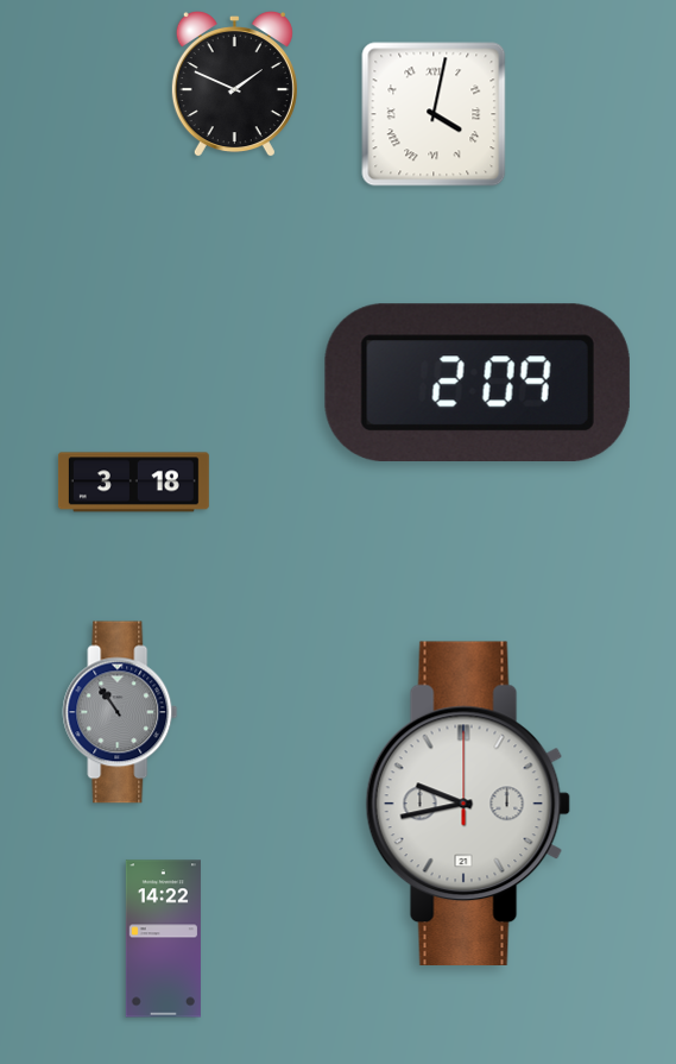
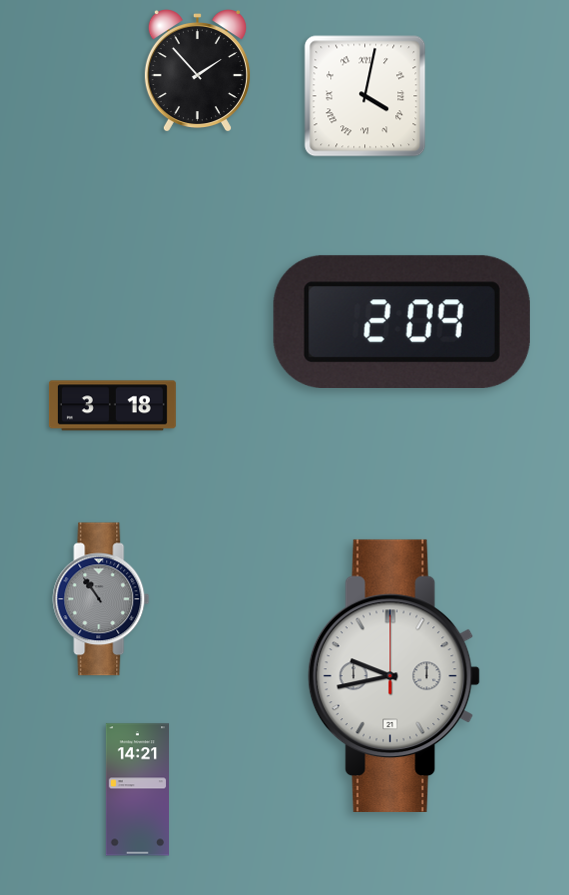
clock at (234, 84): 1:49 -> 1:53
clock at (163, 939): 14:22 -> 14:21
